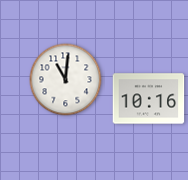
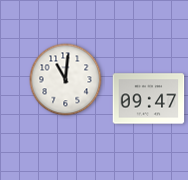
clock at (149, 99): 10:16 -> 09:47
